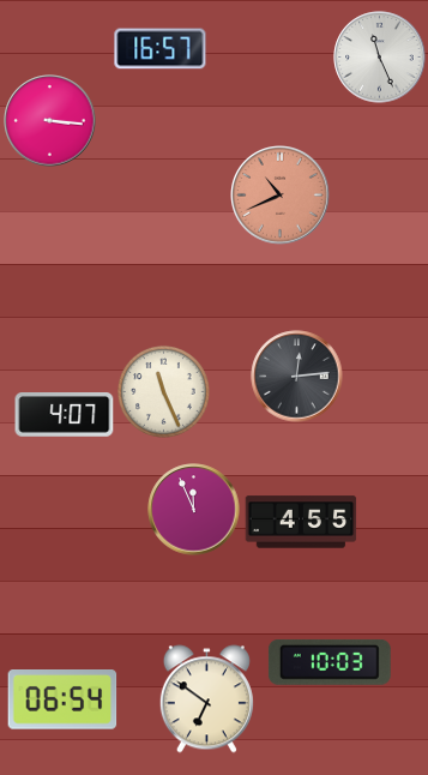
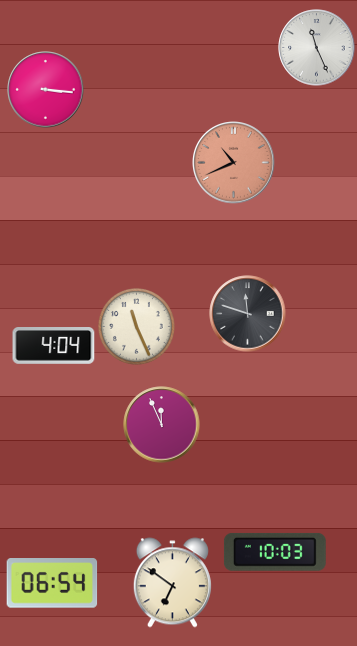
clock at (161, 49): 16:57 -> none
clock at (50, 121) position: (50, 121) -> (46, 90)
clock at (297, 377): 12:14 -> 11:48
clock at (65, 415): 4:07 -> 4:04
clock at (301, 522): 4:55 -> none
